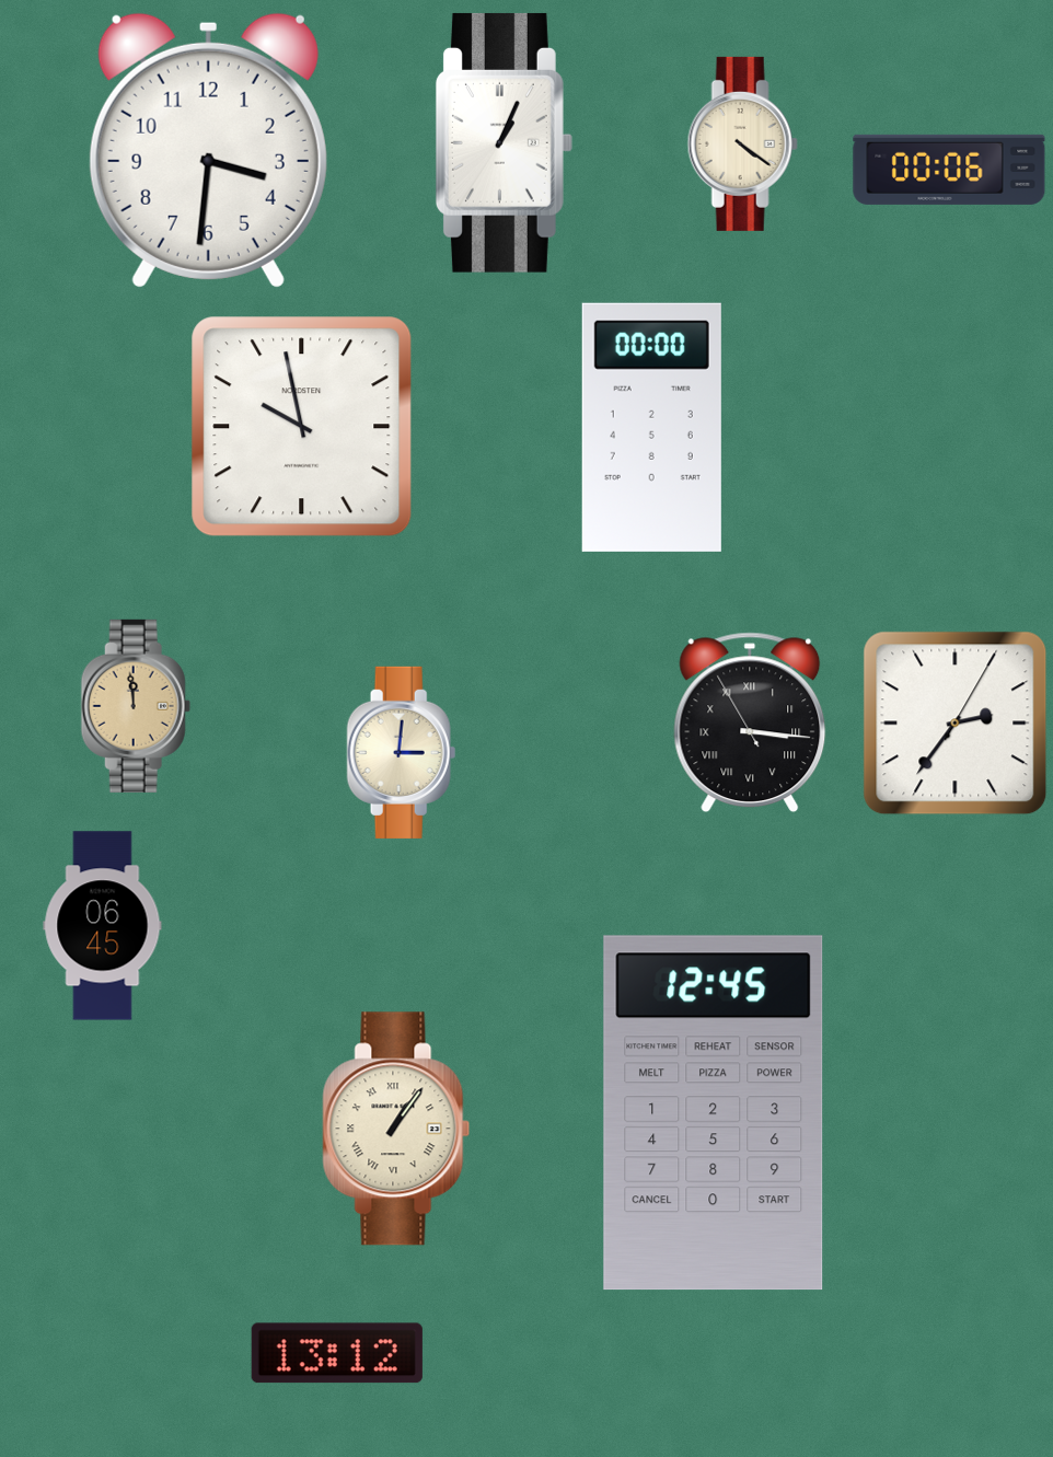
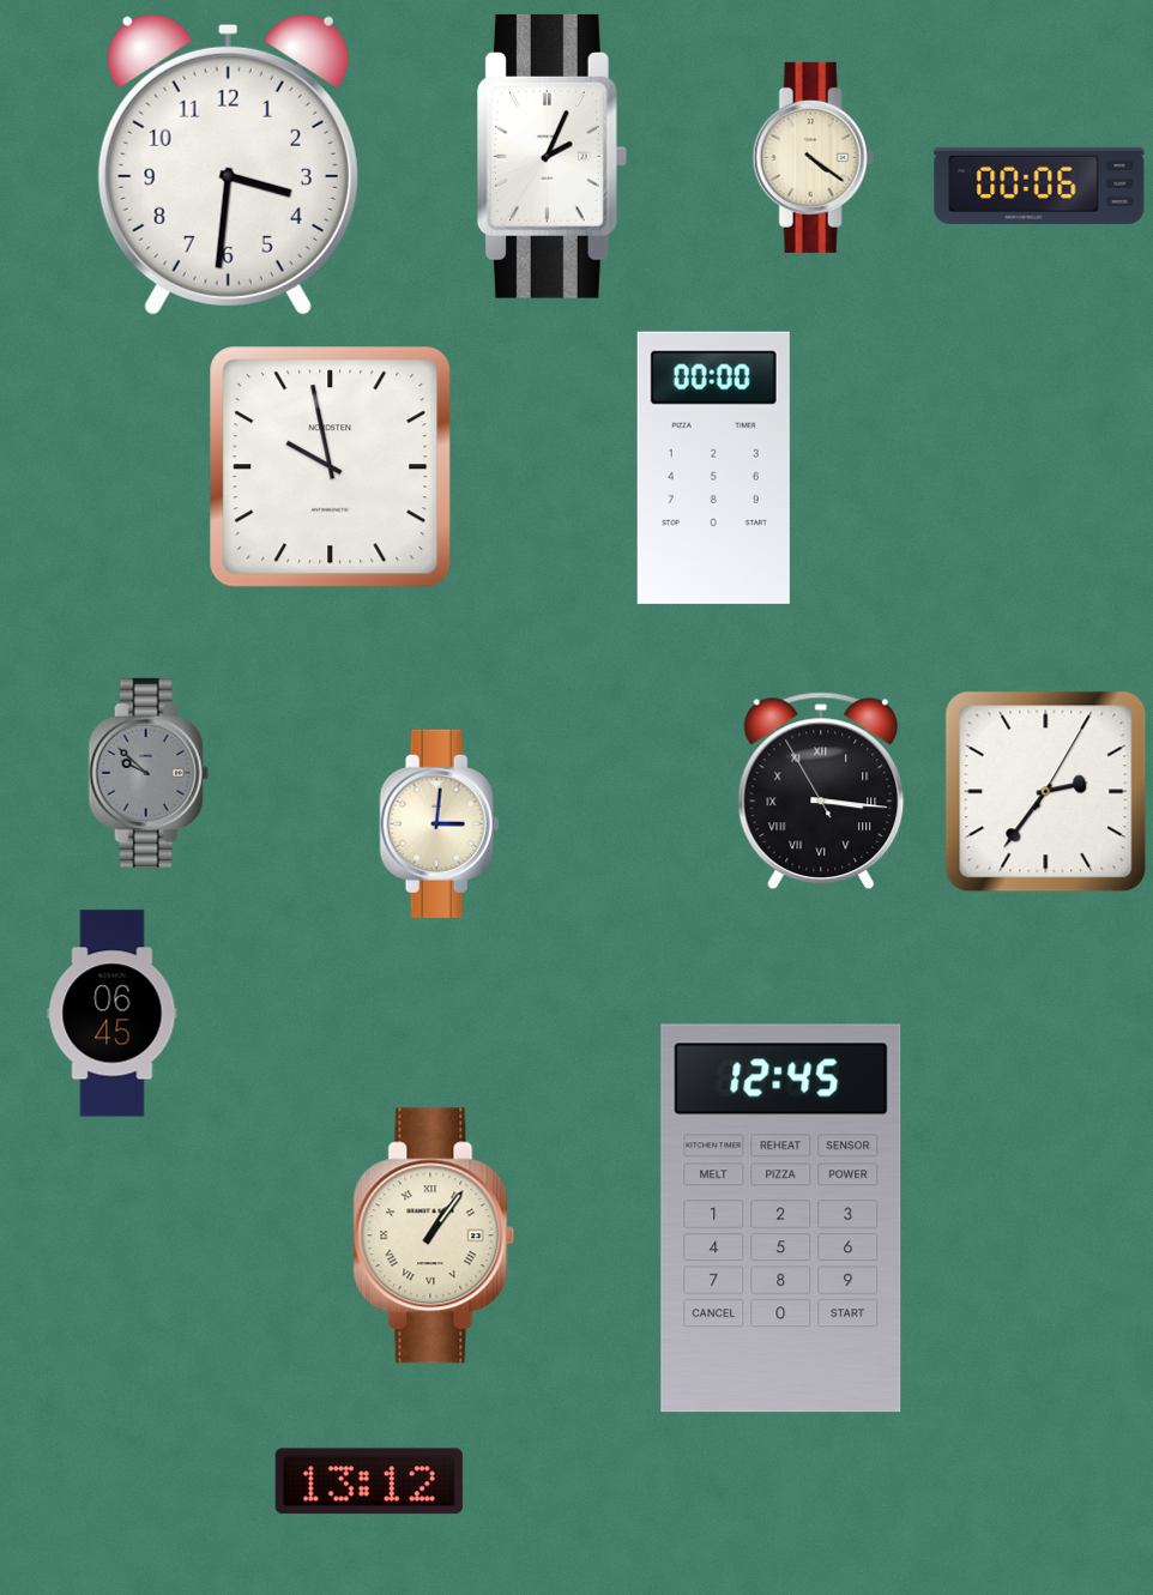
clock at (504, 142): 1:04 -> 2:04
clock at (136, 706): 11:59 -> 9:52
clock at (136, 706) dial: champagne -> grey
